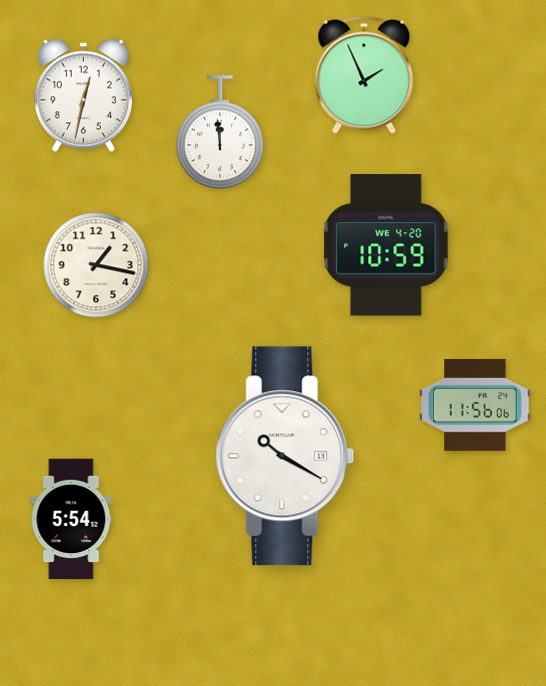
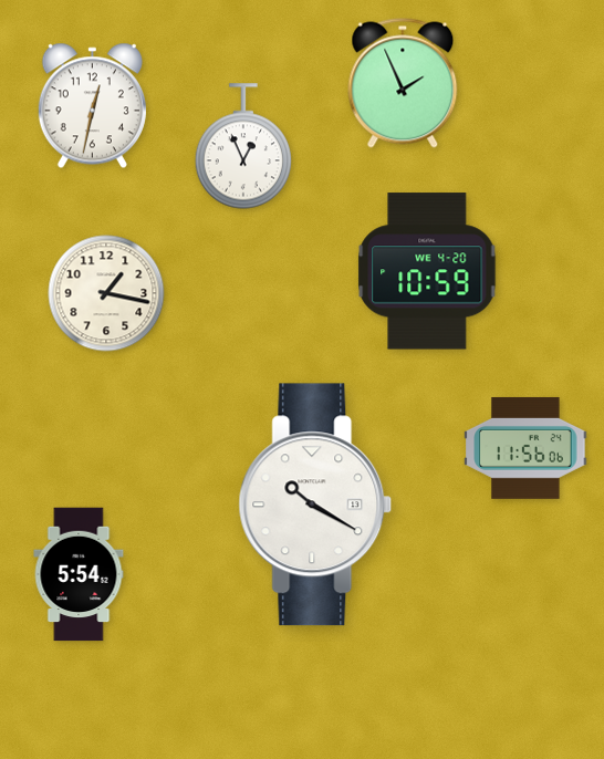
clock at (220, 132): 11:59 -> 12:56
